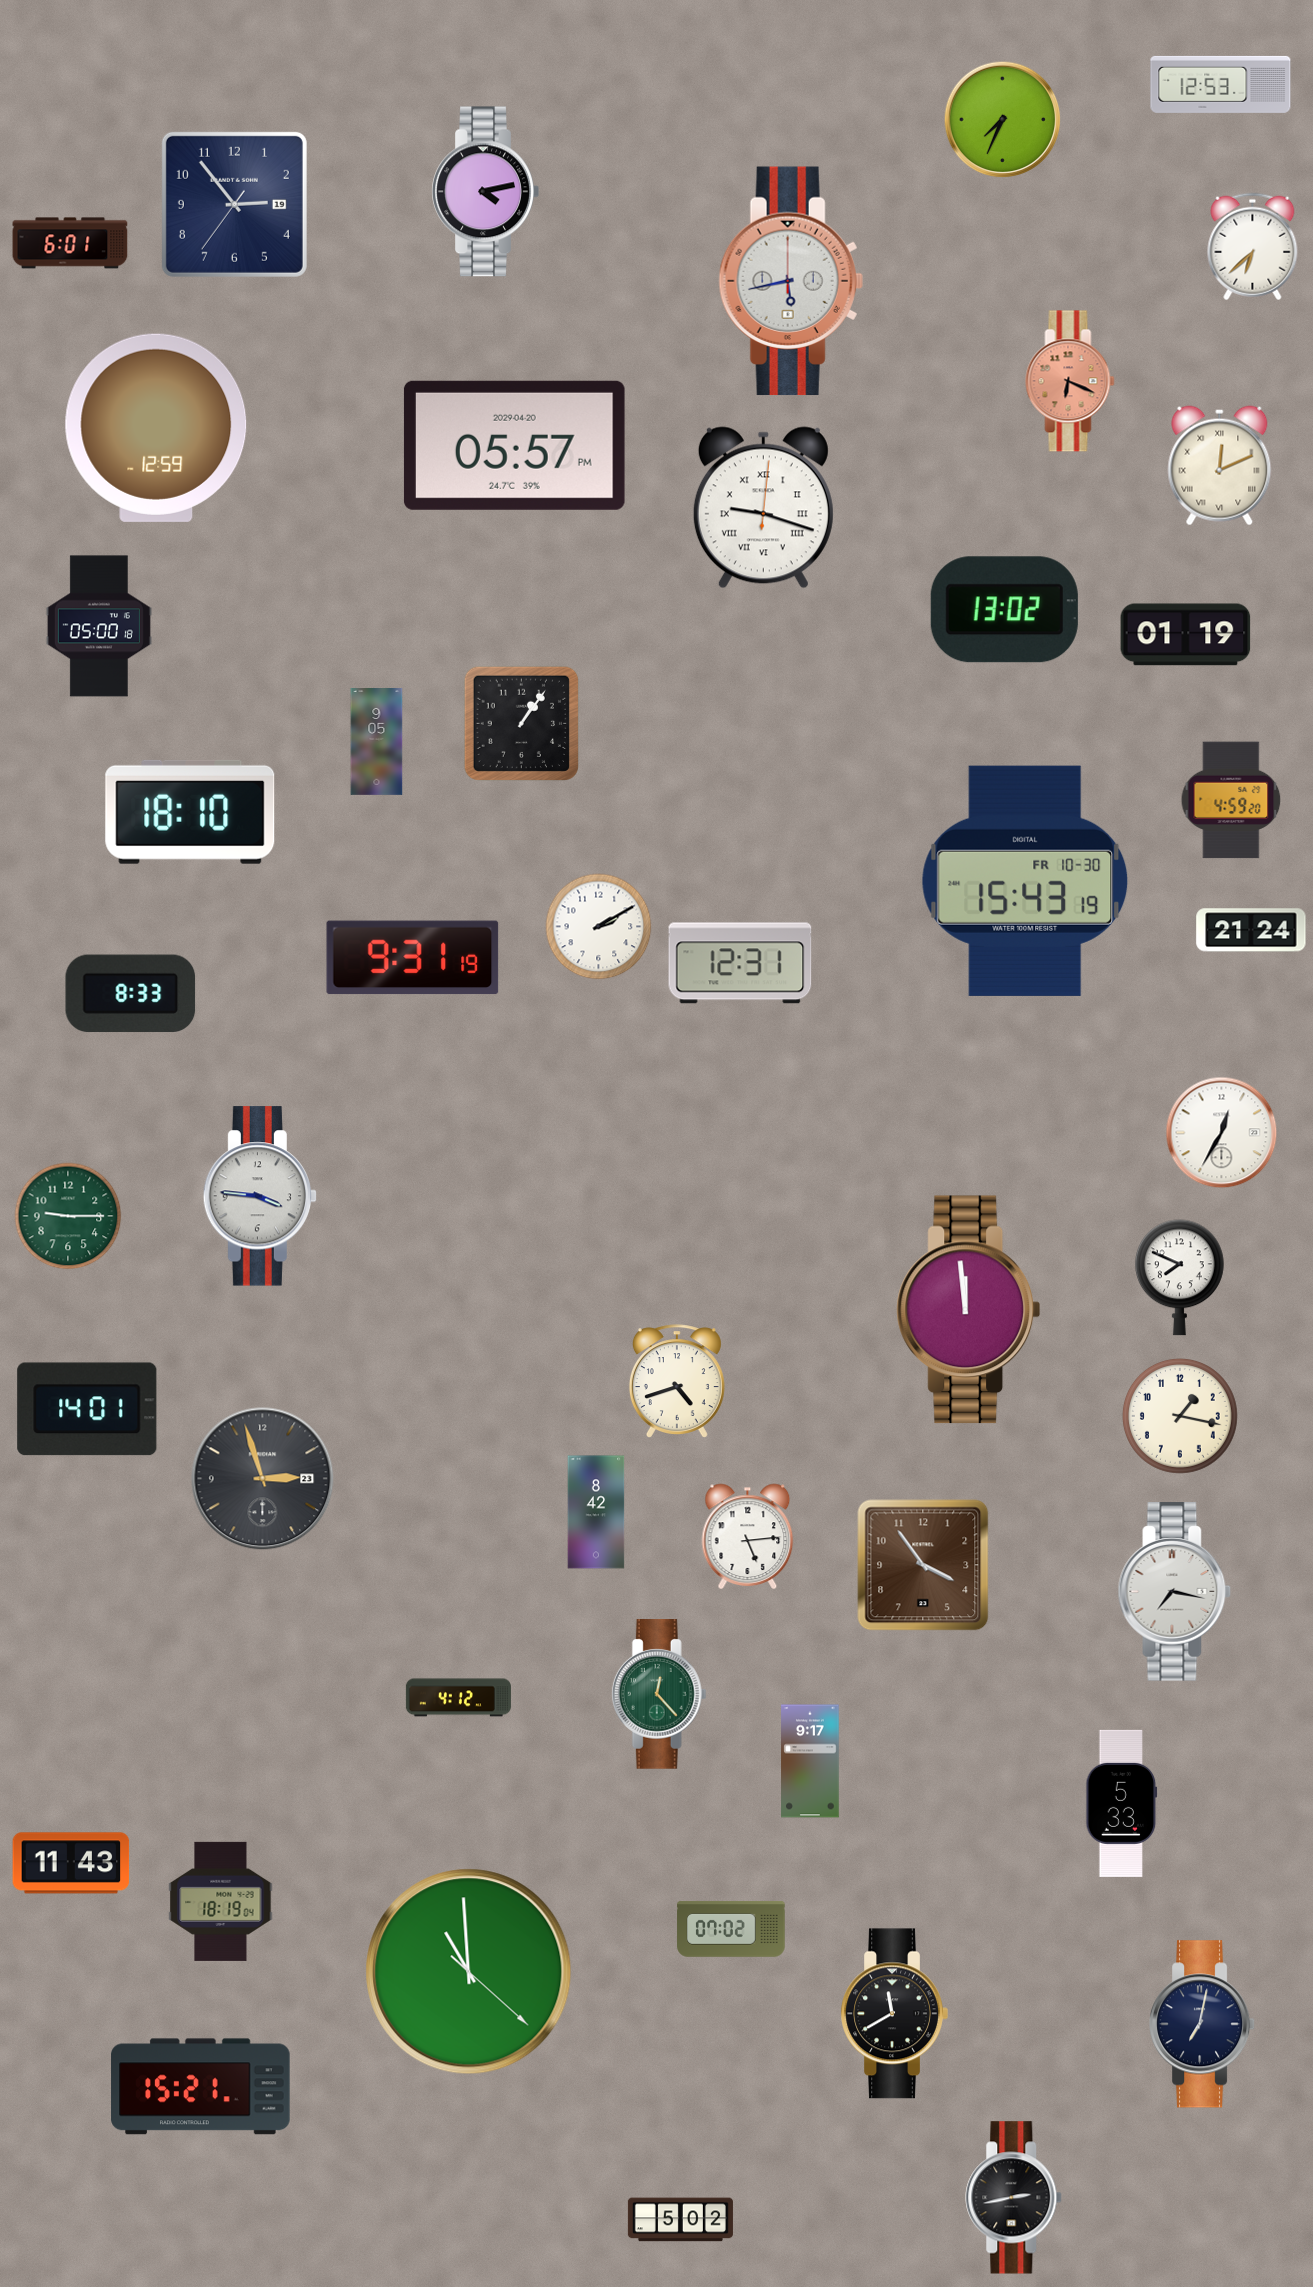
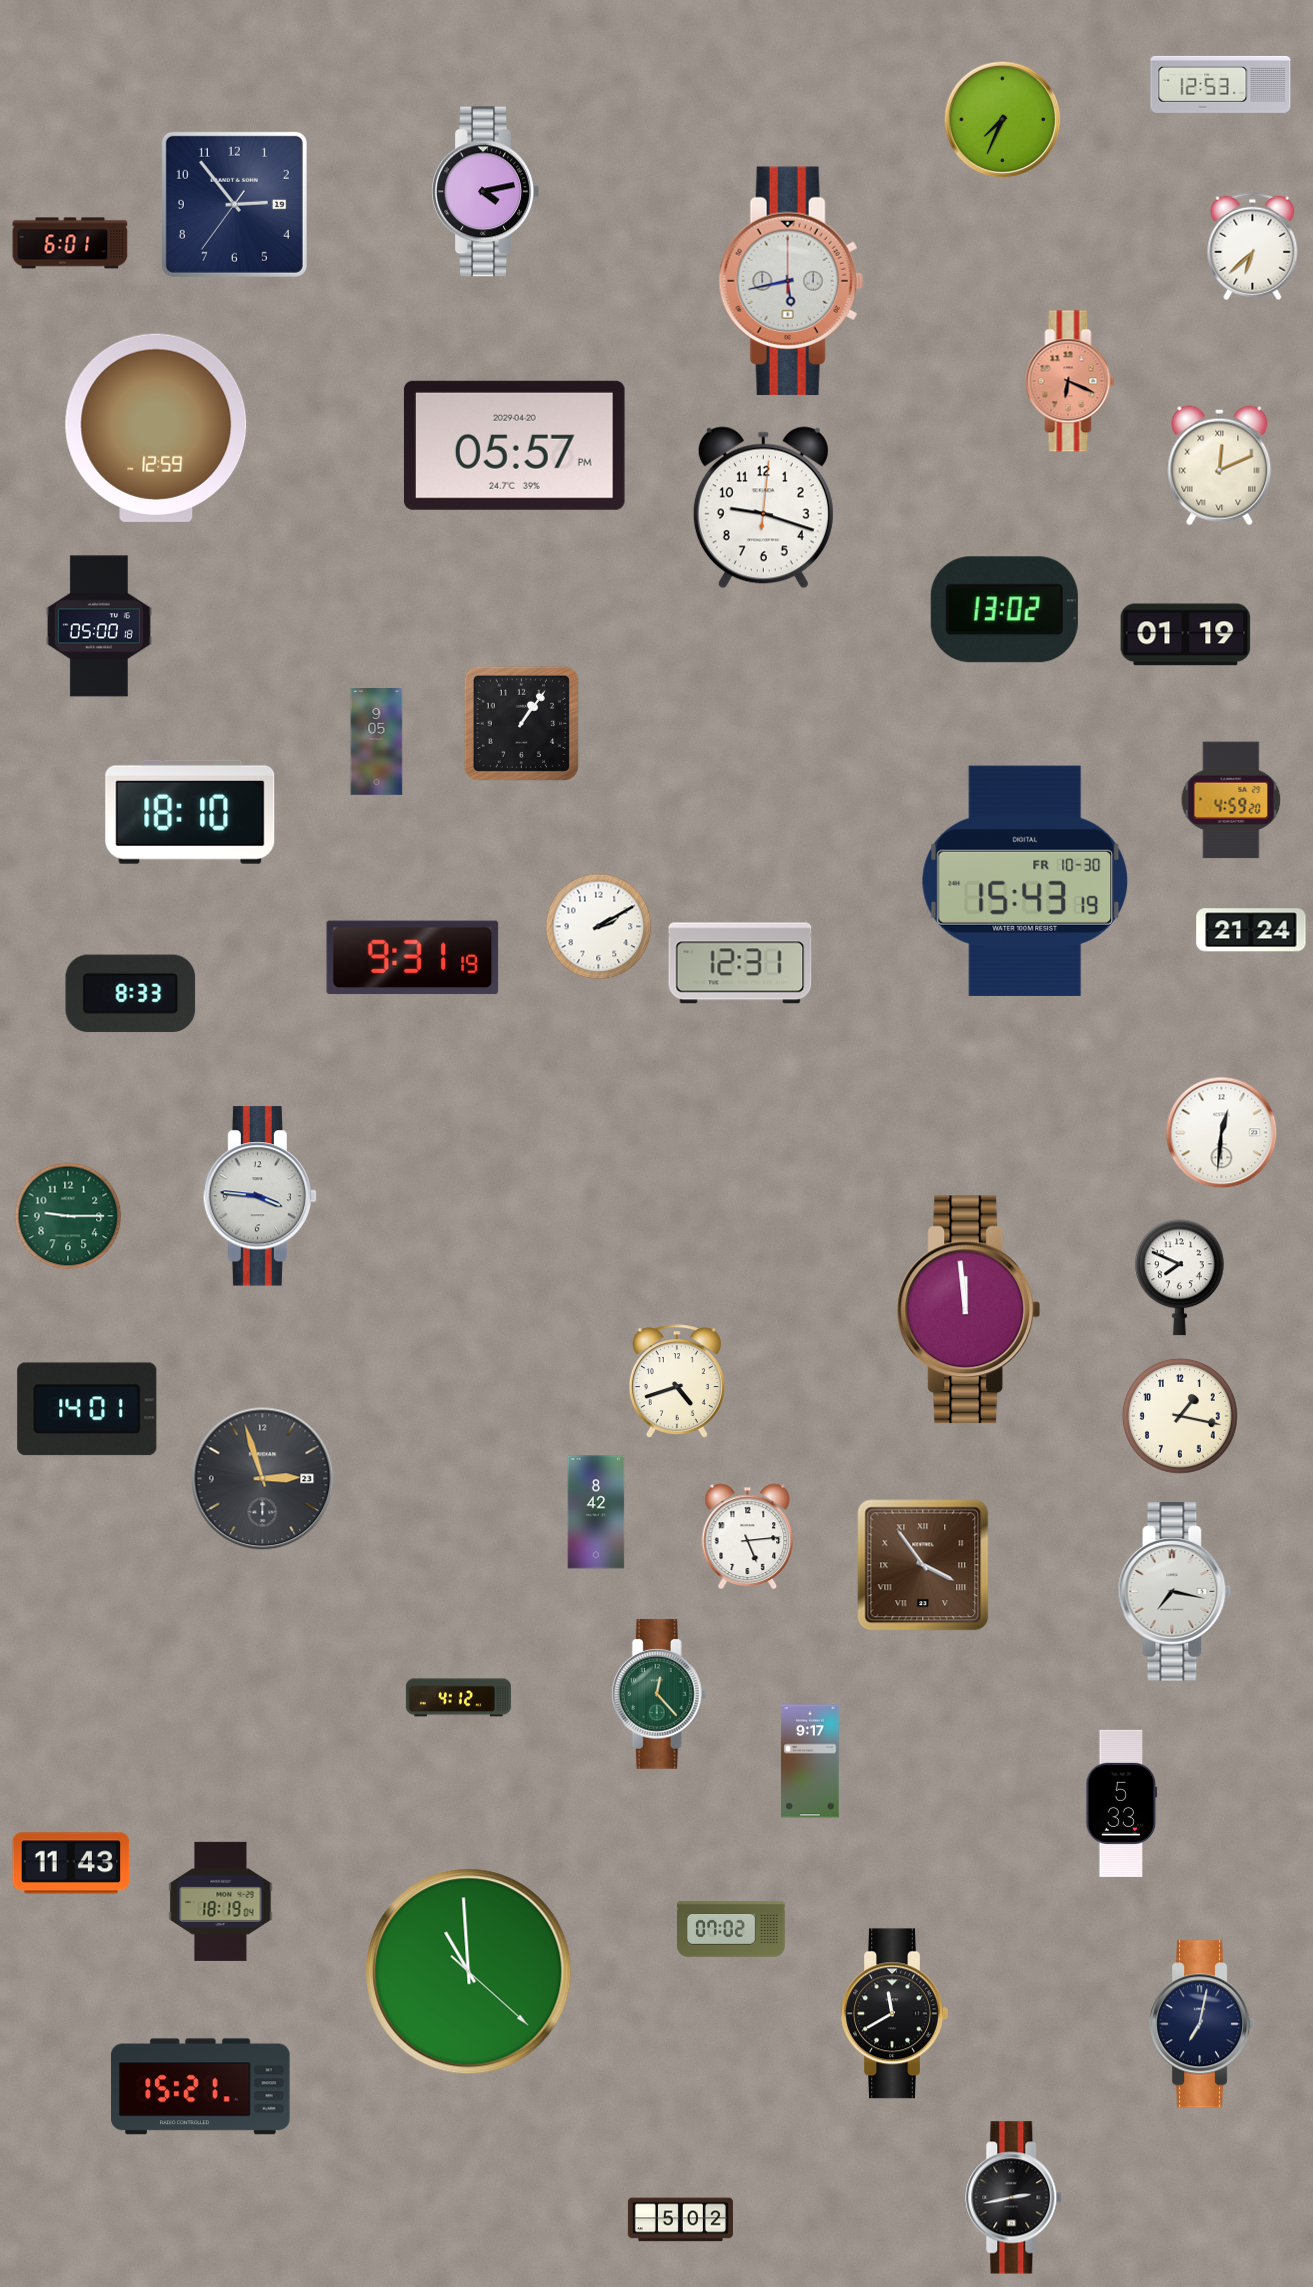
clock at (763, 508) numerals: Roman -> Arabic
clock at (1222, 1133): 12:35 -> 12:31
clock at (923, 1565) numerals: Arabic -> Roman
